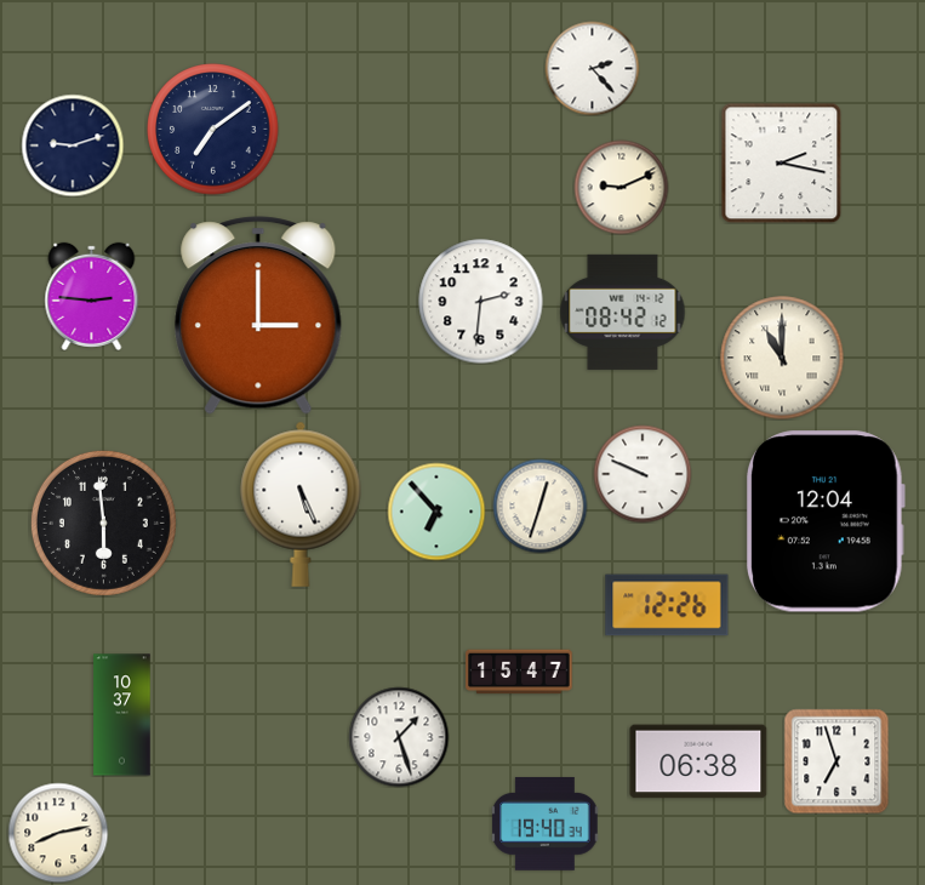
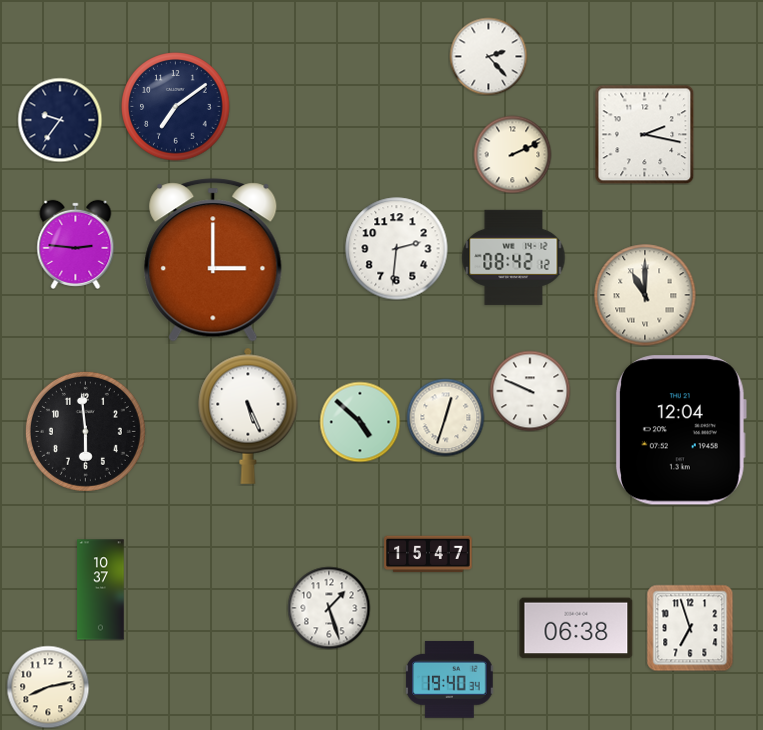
clock at (73, 145): 9:12 -> 9:36
clock at (621, 187): 9:11 -> 2:11
clock at (436, 512): 6:53 -> 4:52
clock at (667, 605): 12:26 -> none
